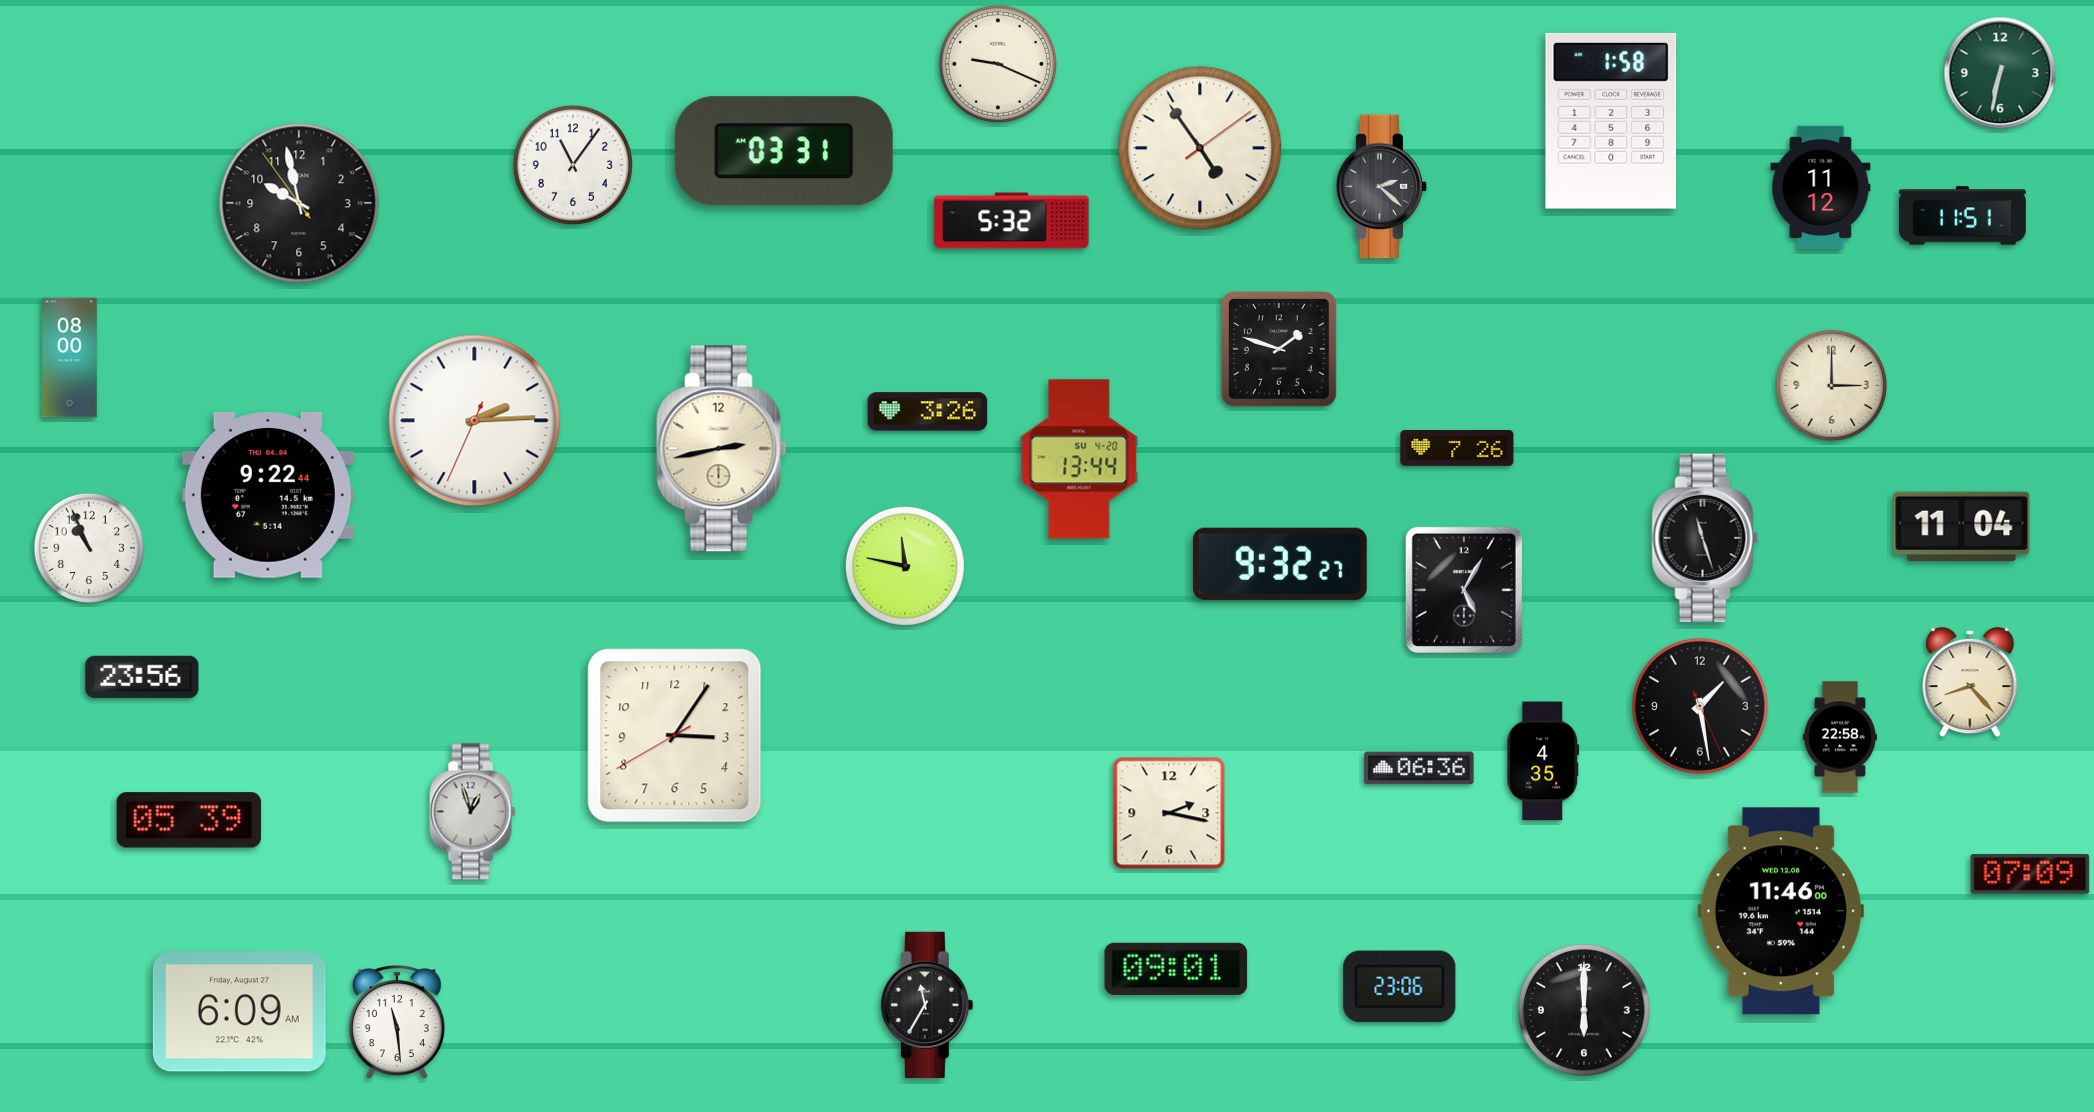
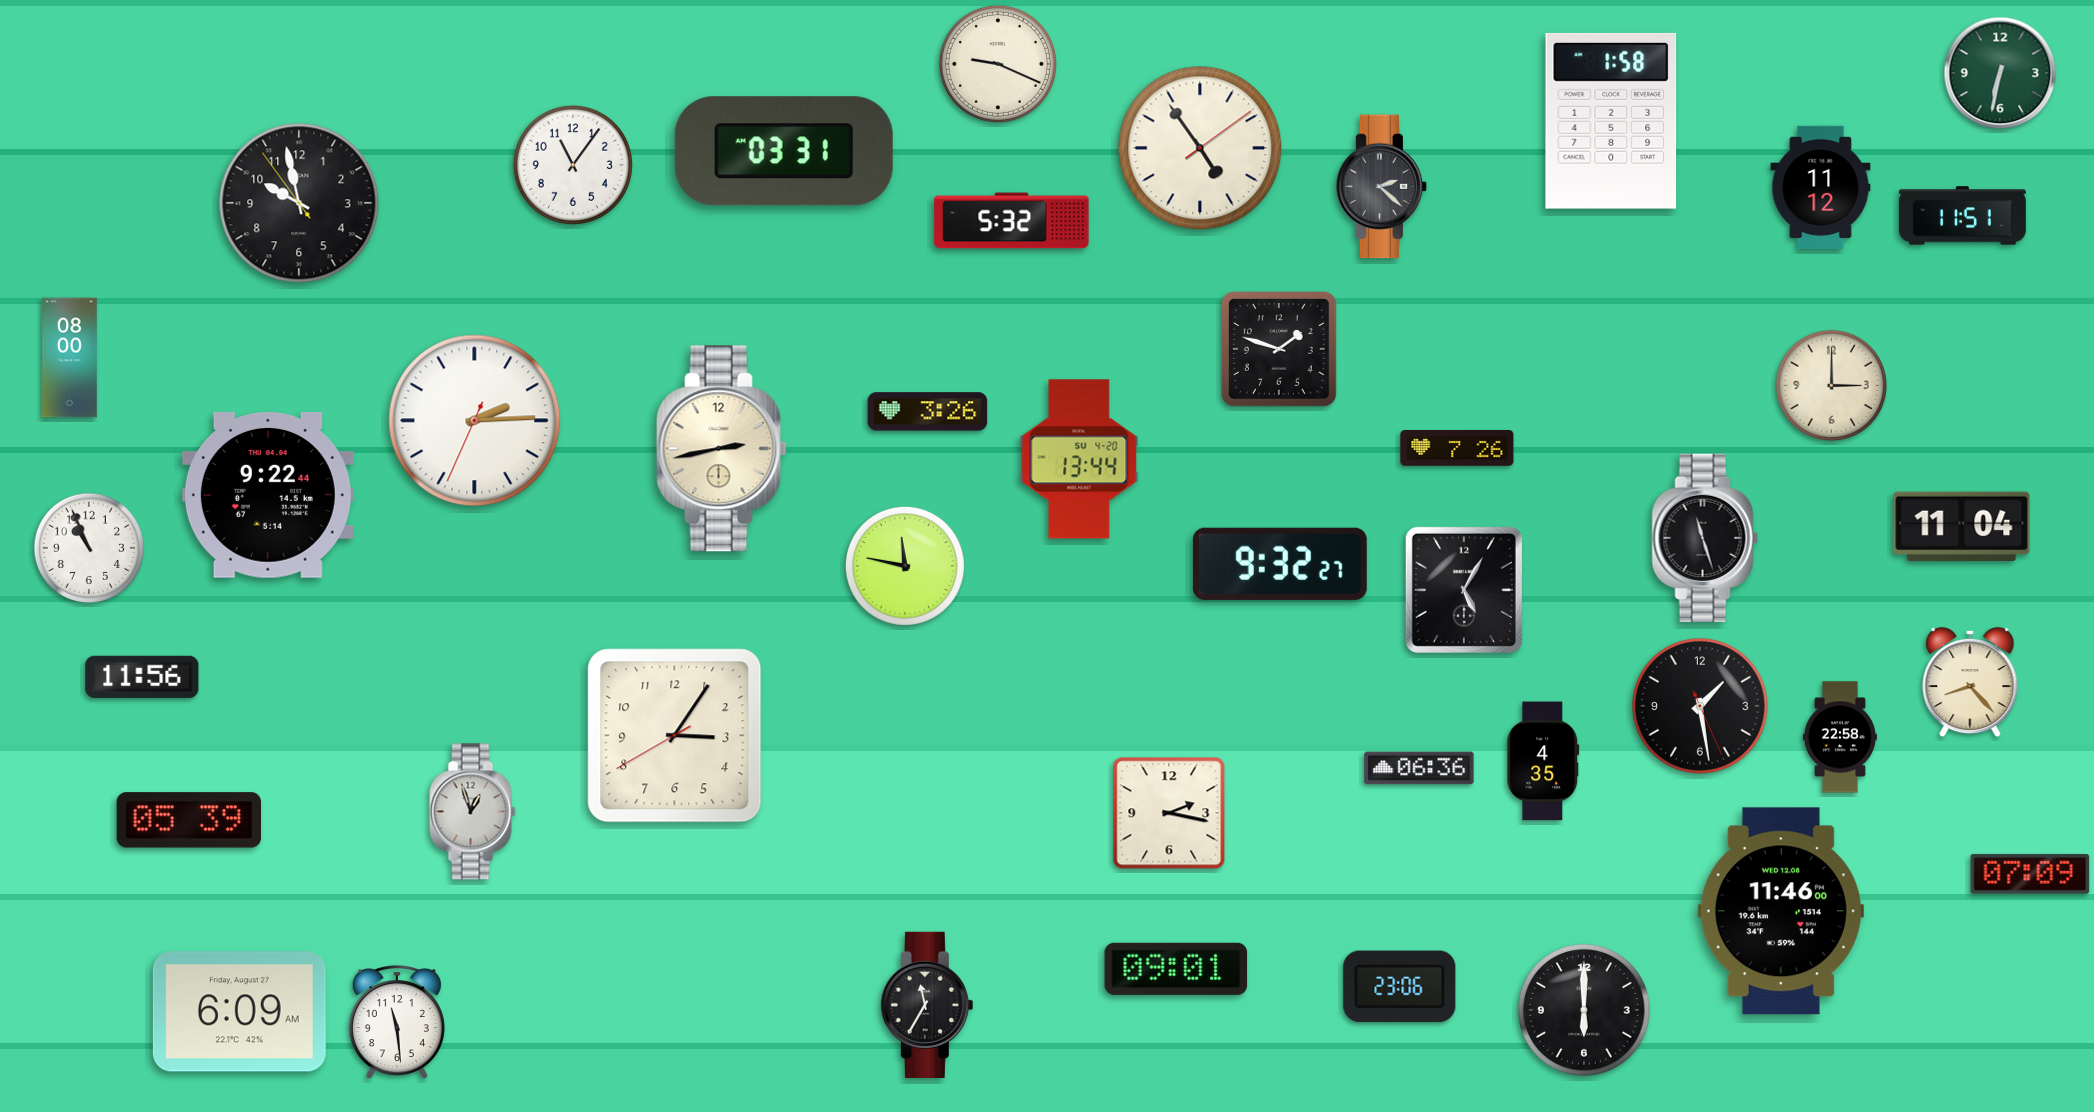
clock at (142, 677): 23:56 -> 11:56
